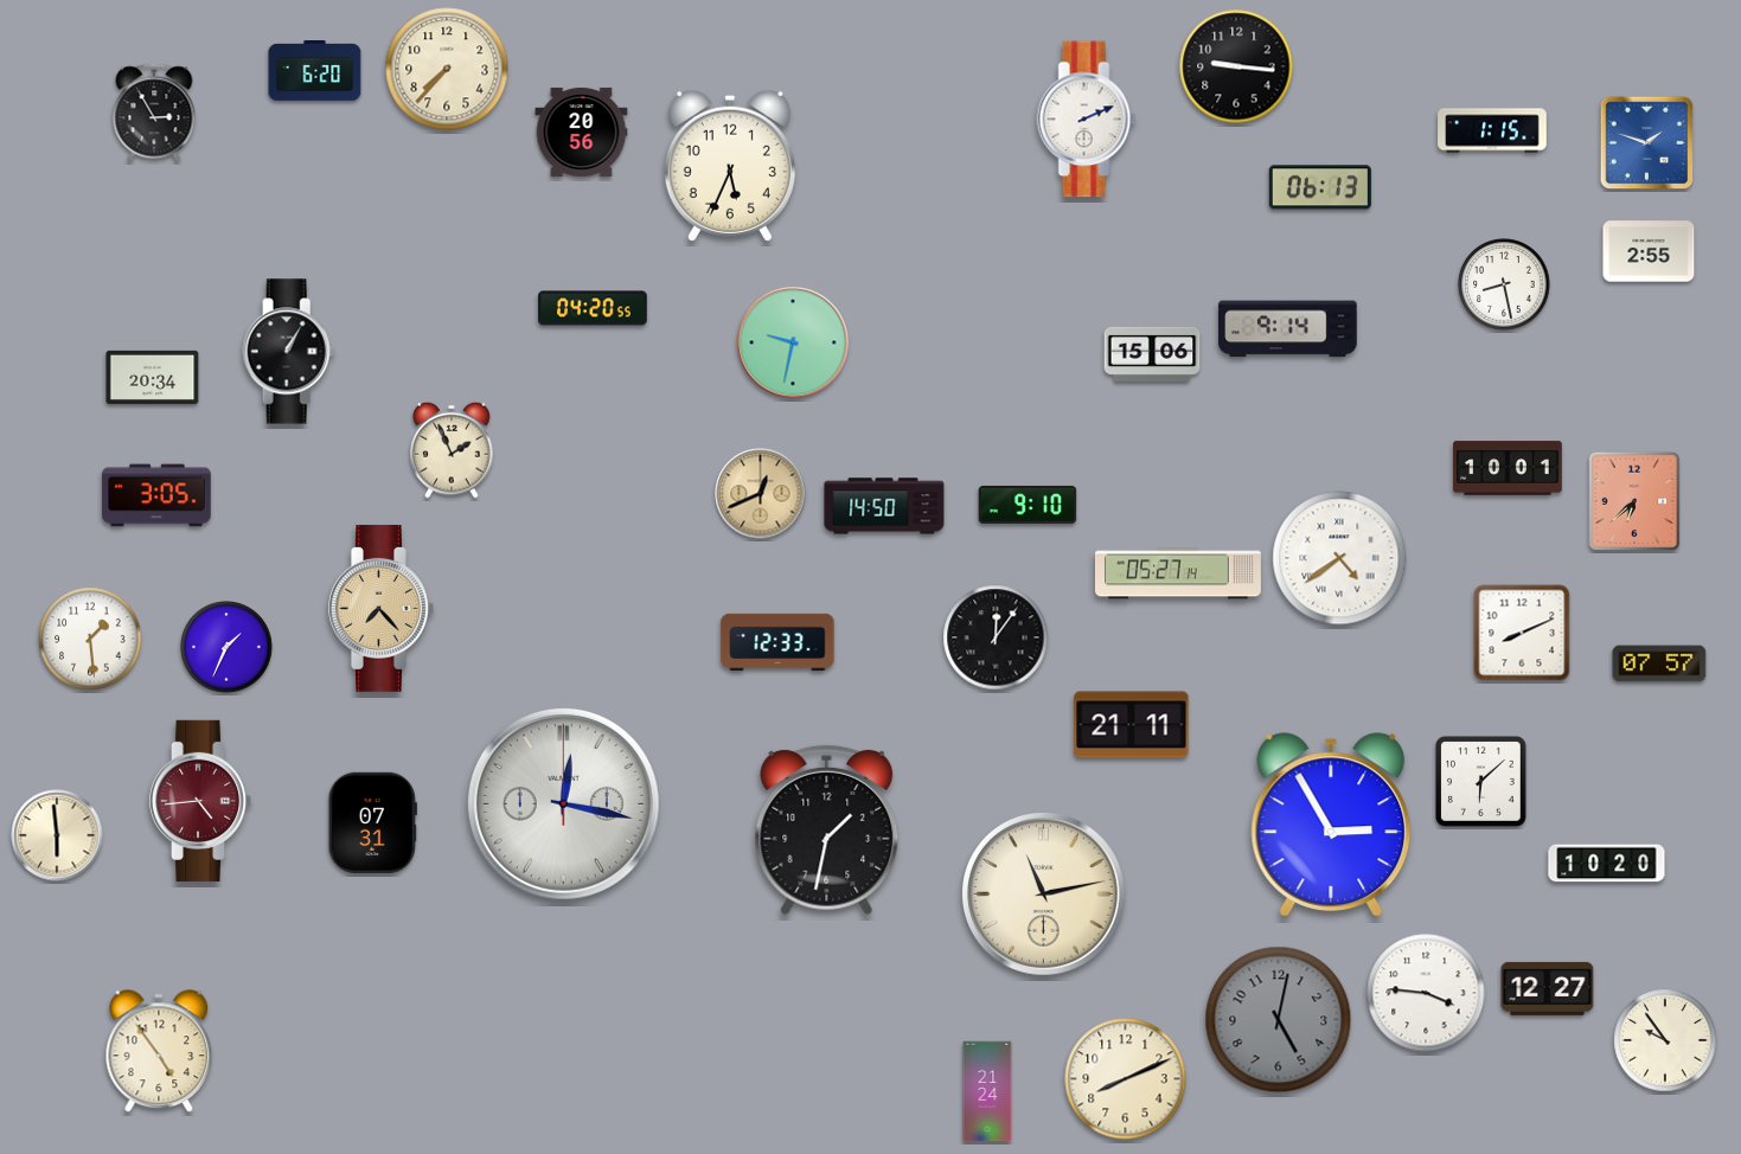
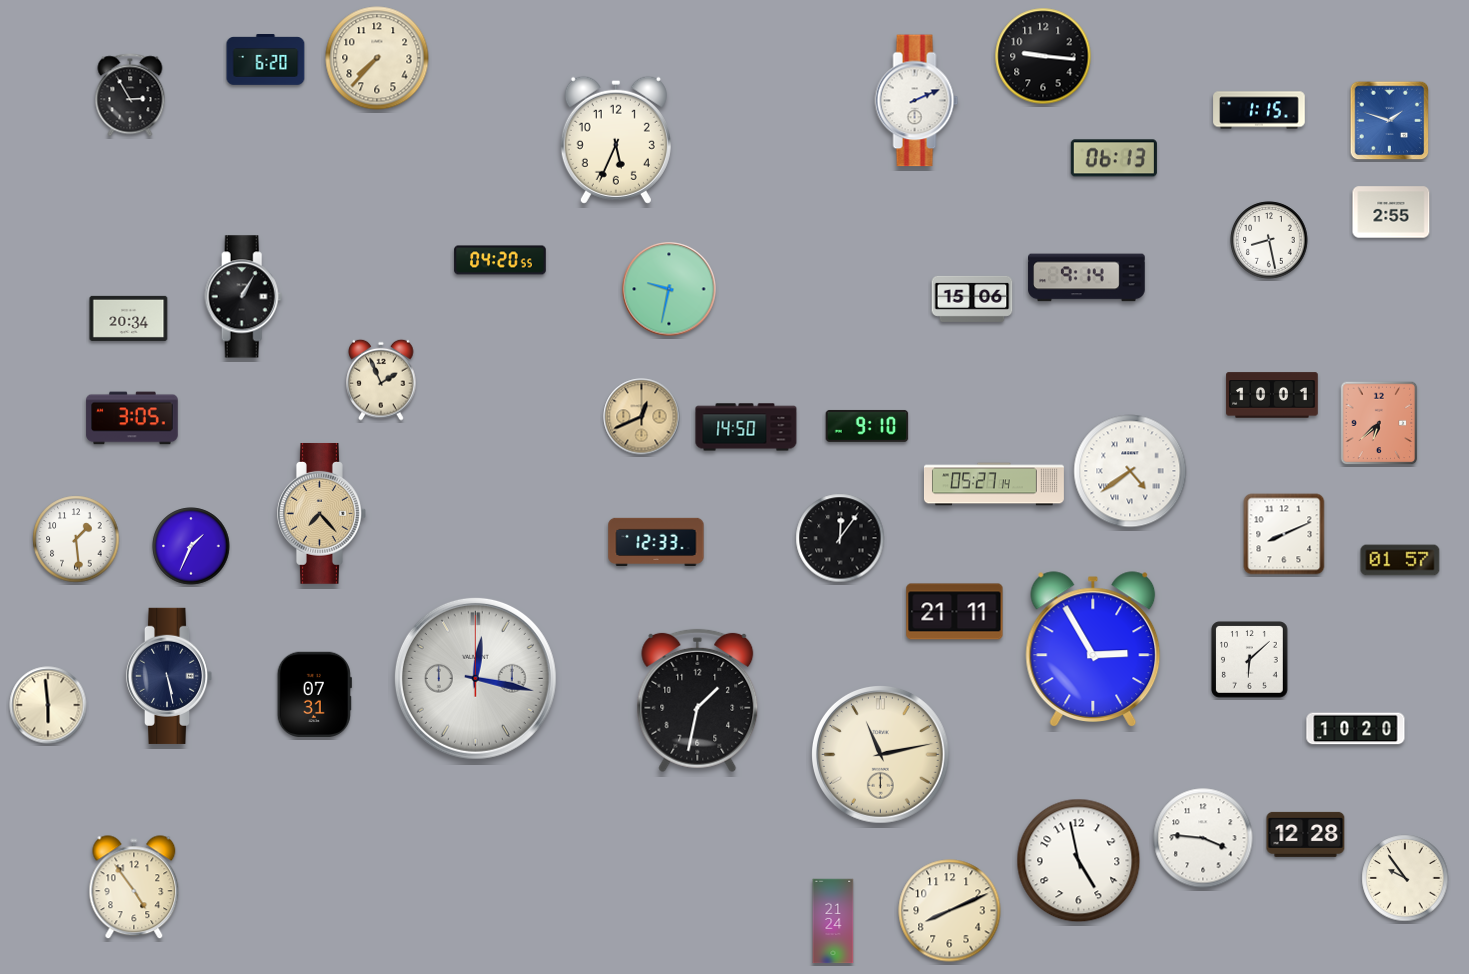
clock at (582, 132): 20:56 -> none
clock at (1659, 663): 07:57 -> 01:57
clock at (200, 801): 4:44 -> 5:28
clock at (200, 801) dial: burgundy -> navy
clock at (1331, 825) position: (1331, 825) -> (1093, 649)
clock at (1548, 988): 12:27 -> 12:28
clock at (1279, 1020): 5:02 -> 4:58
clock at (1279, 1020) dial: grey -> white
